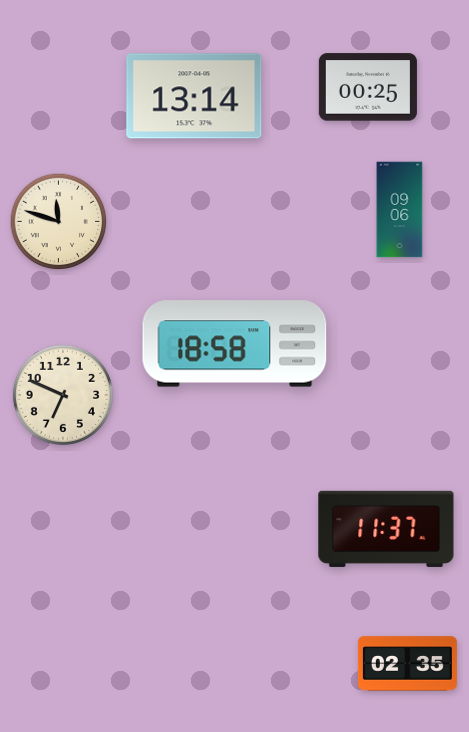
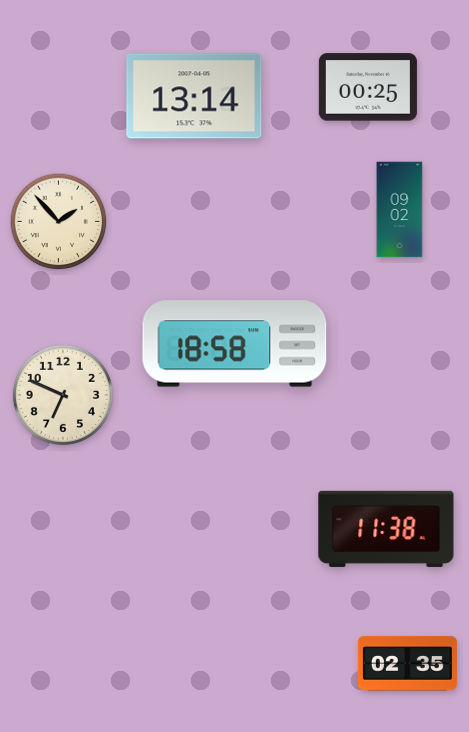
clock at (400, 210): 09:06 -> 09:02
clock at (59, 222): 11:48 -> 1:53
clock at (386, 529): 11:37 -> 11:38
